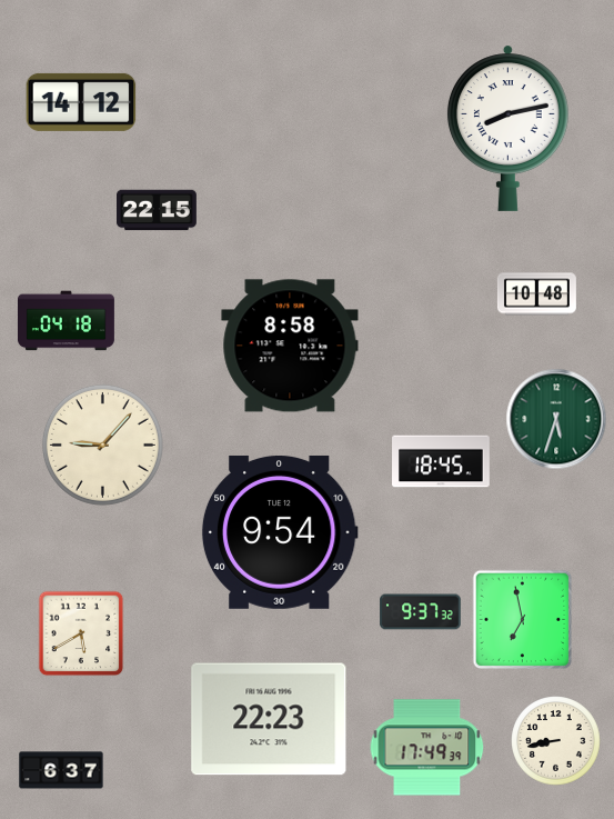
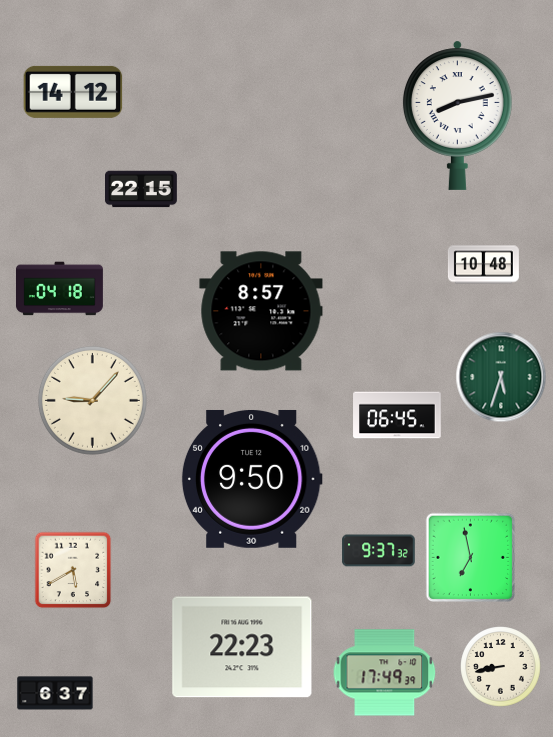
clock at (290, 346): 8:58 -> 8:57
clock at (441, 461): 18:45 -> 06:45
clock at (280, 532): 9:54 -> 9:50
